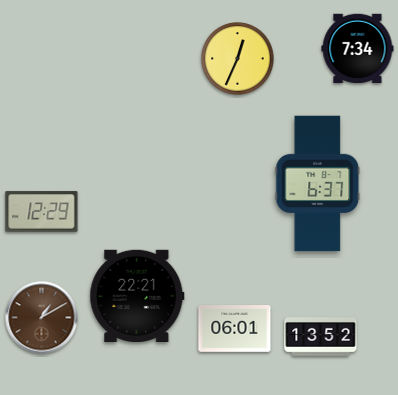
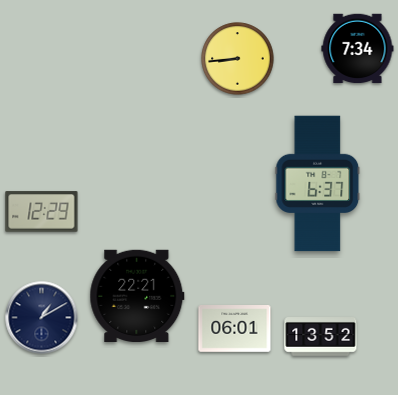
clock at (238, 59): 12:34 -> 8:44
clock at (42, 318) dial: brown -> navy
